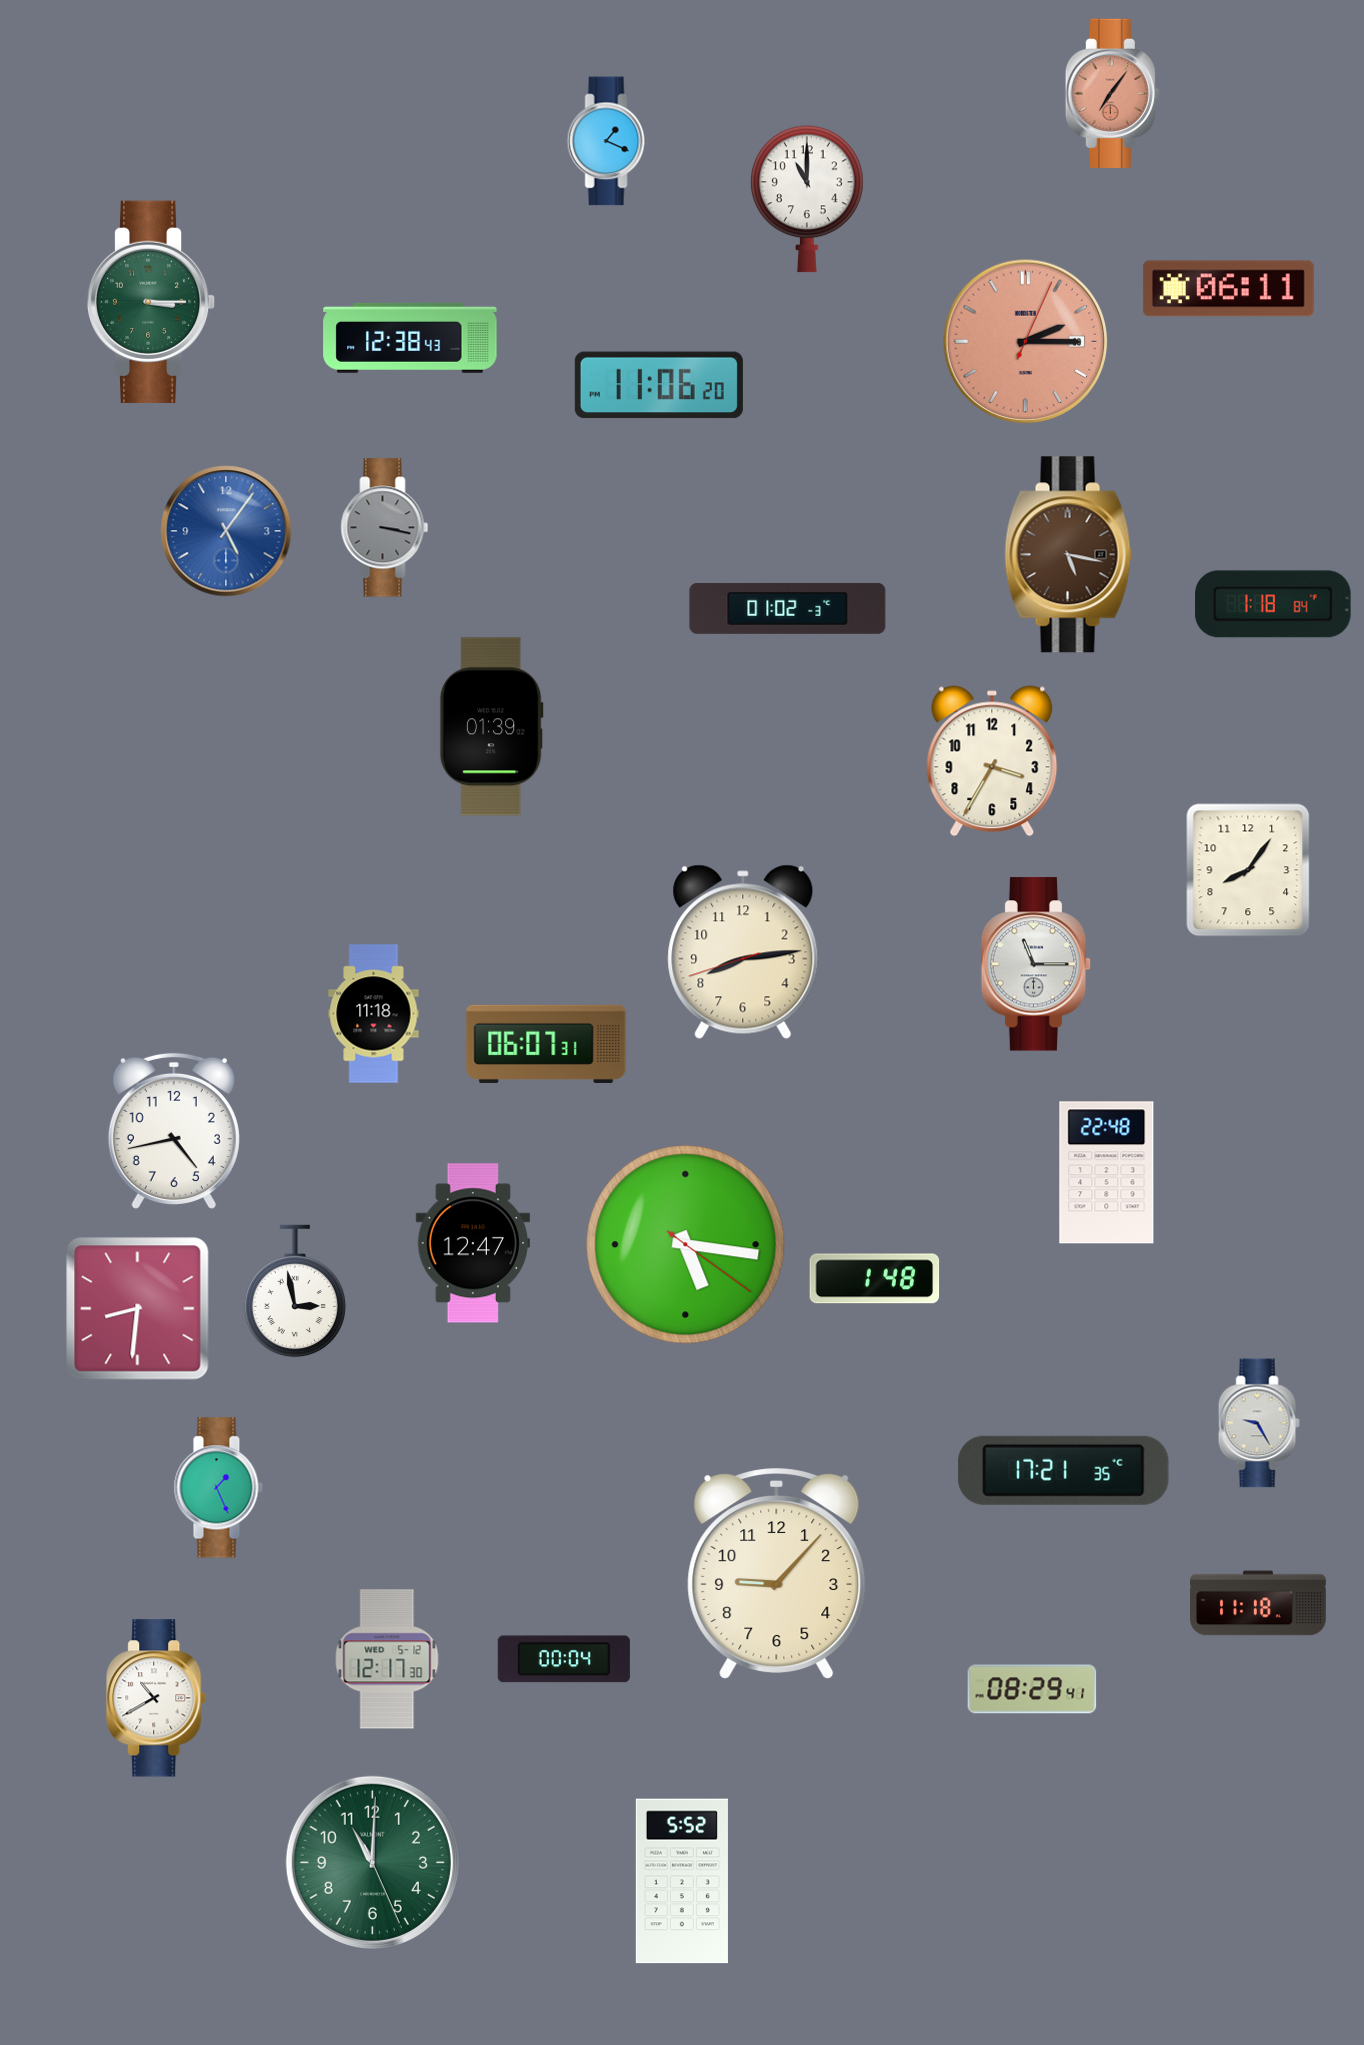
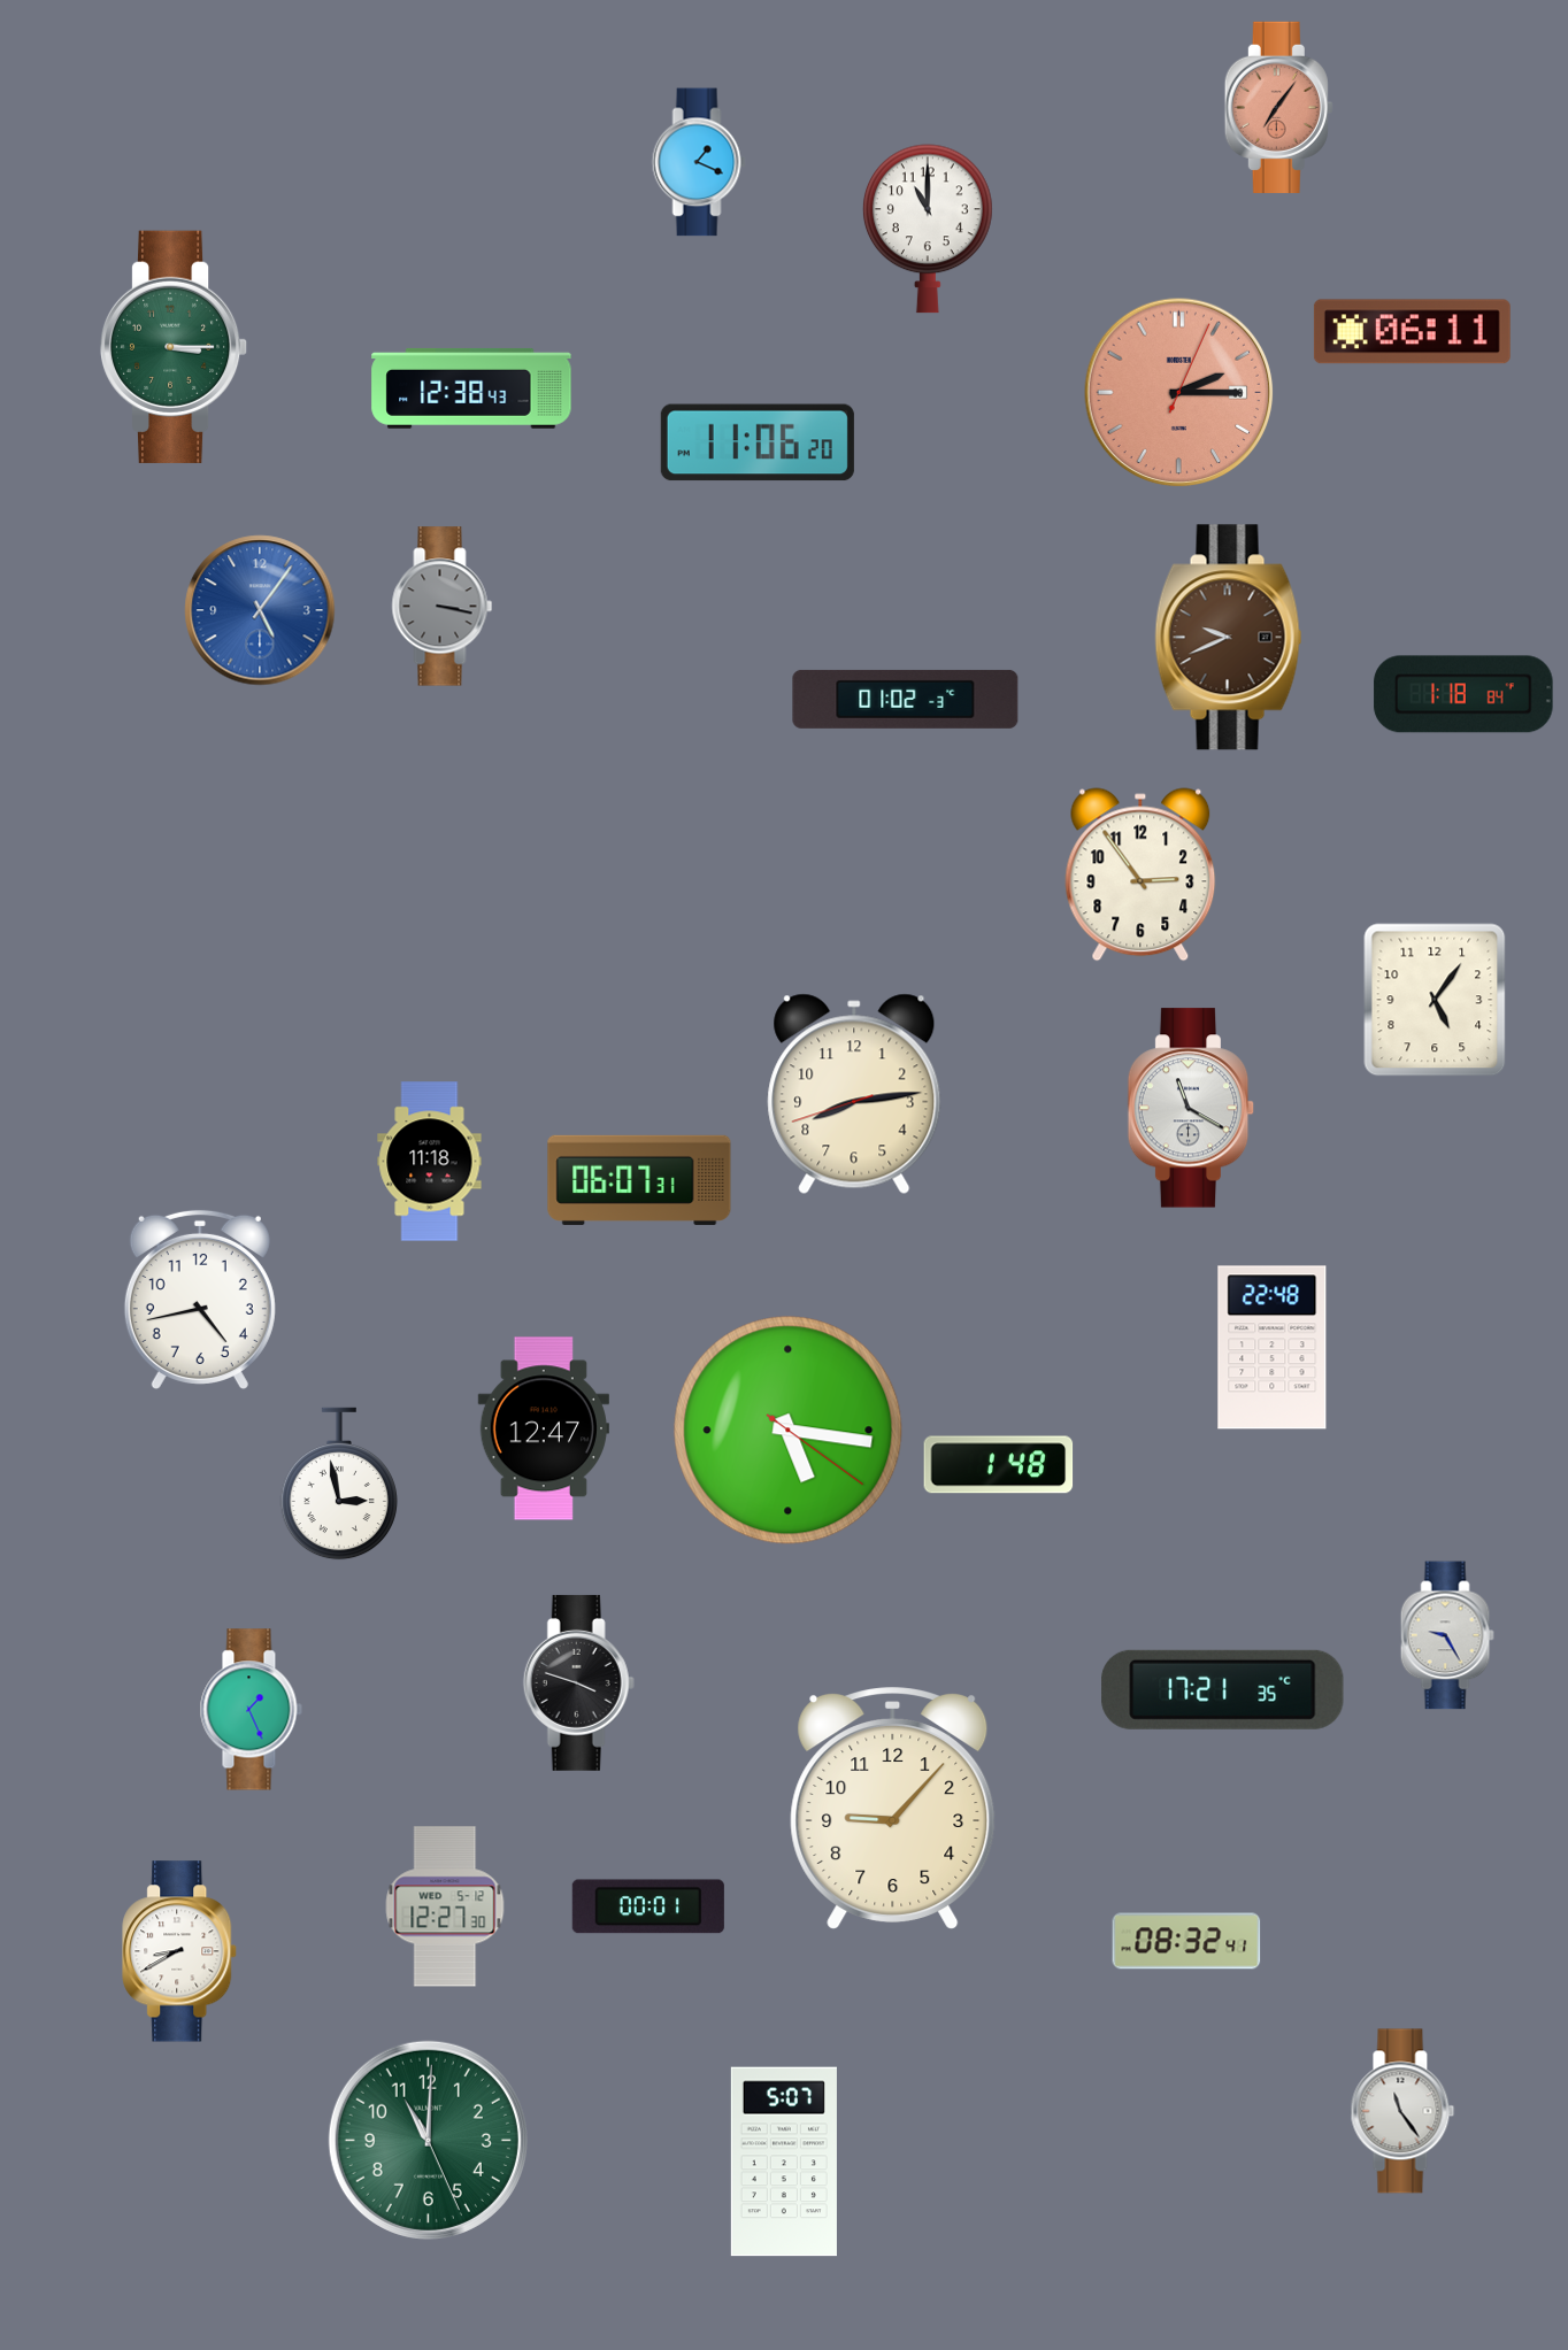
clock at (1069, 555): 5:17 -> 9:41
clock at (491, 727): 01:39 -> none
clock at (992, 761): 3:35 -> 2:54
clock at (1248, 870): 8:06 -> 5:06
clock at (1036, 964): 11:15 -> 11:20
clock at (374, 1014) position: (374, 1014) -> (430, 1162)
clock at (546, 1044) position: (546, 1044) -> (639, 1180)
clock at (875, 1279) position: (875, 1279) -> (999, 1465)
clock at (138, 1309): 8:31 -> none
clock at (578, 1682): none -> 3:48
clock at (1258, 1603): 11:18 -> none
clock at (387, 1659): 12:17 -> 12:27
clock at (564, 1659): 00:04 -> 00:01
clock at (1032, 1689): 08:29 -> 08:32
clock at (157, 1698): 10:40 -> 8:40
clock at (1402, 2111): none -> 11:24
clock at (682, 1881): 5:52 -> 5:07
